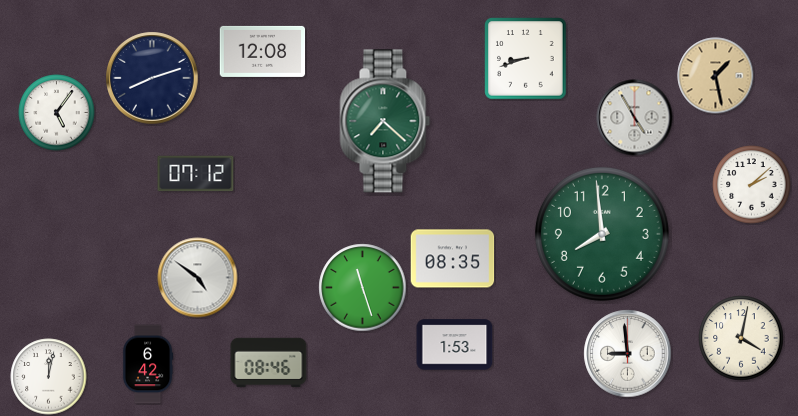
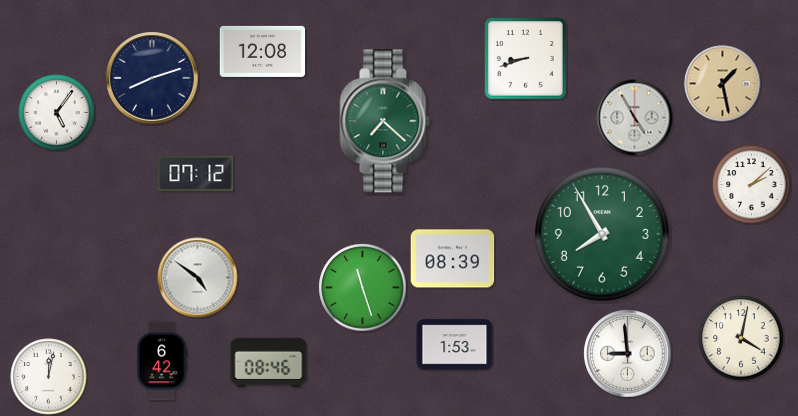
clock at (716, 76) position: (716, 76) -> (723, 84)
clock at (602, 234): 7:59 -> 7:55
clock at (453, 259): 08:35 -> 08:39
clock at (148, 364) position: (148, 364) -> (162, 361)
